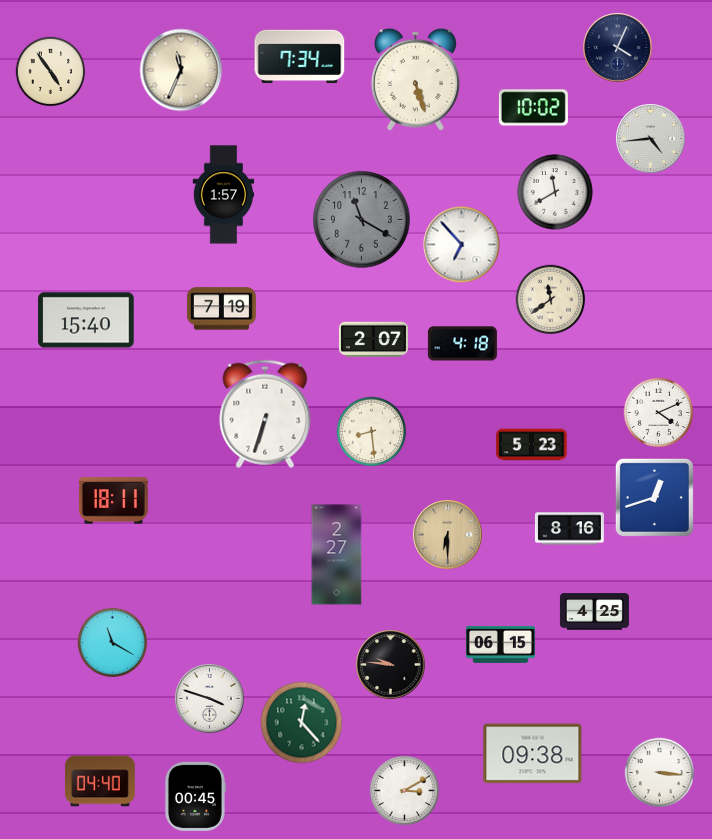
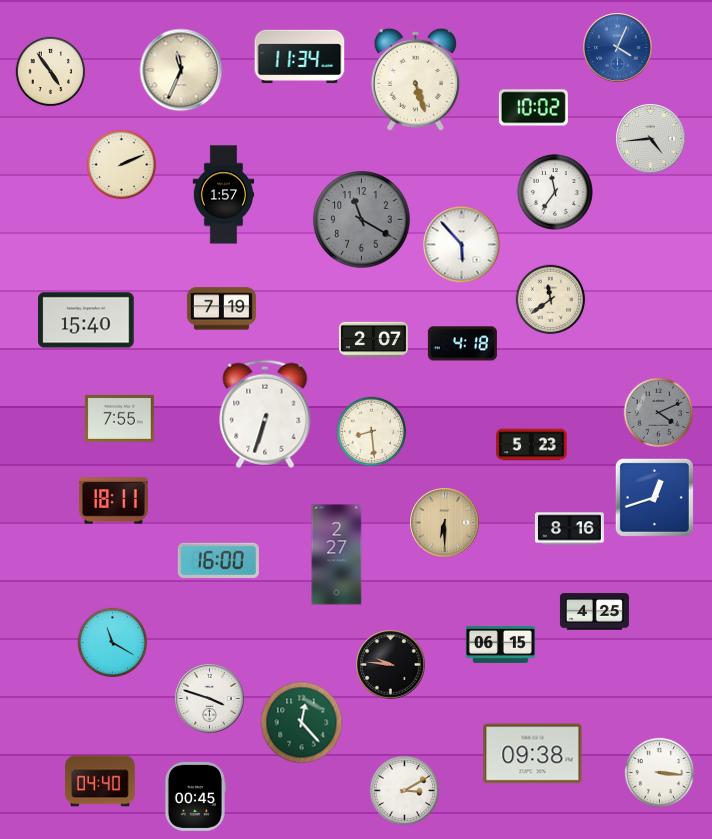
clock at (618, 48) dial: navy -> blue
clock at (300, 57): 7:34 -> 11:34
clock at (122, 165): none -> 2:11
clock at (555, 192): 11:40 -> 11:36
clock at (462, 245): 6:53 -> 5:53
clock at (659, 413) dial: white -> grey
clock at (119, 418): none -> 7:55
clock at (448, 535) position: (448, 535) -> (445, 523)
clock at (218, 560): none -> 16:00
